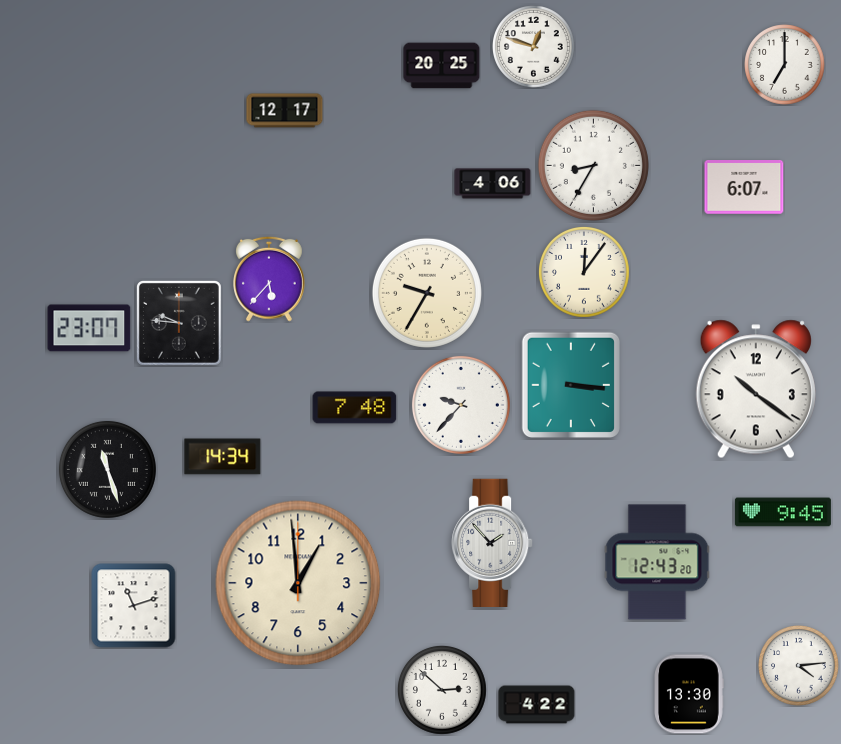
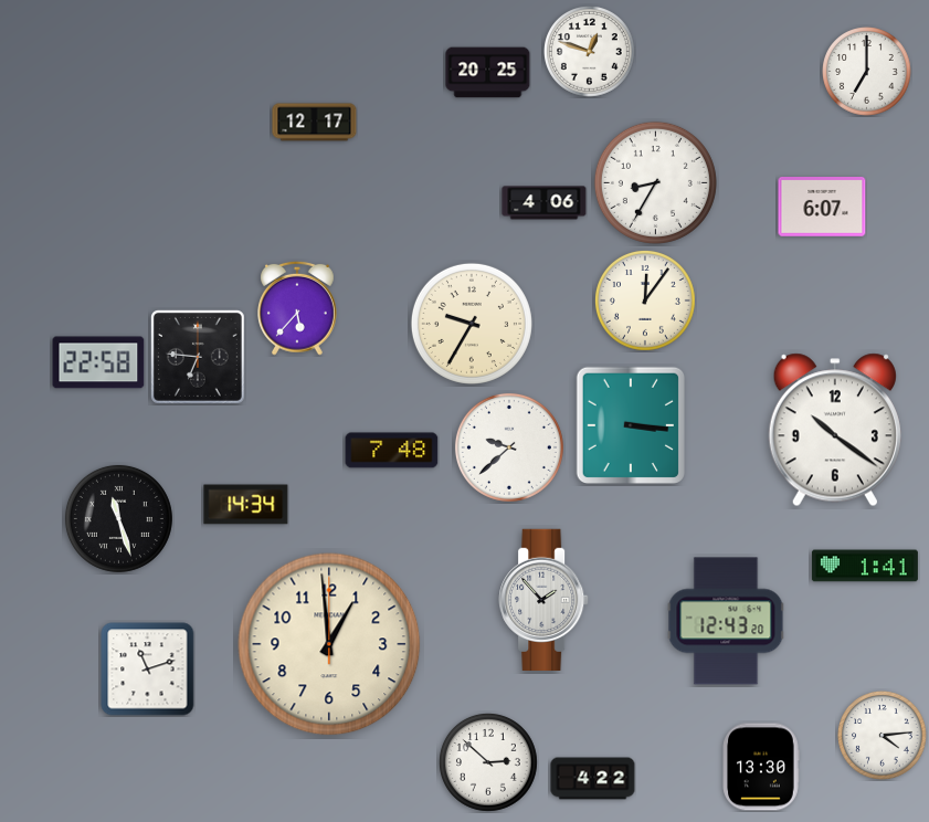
clock at (179, 323): 9:46 -> 6:46
clock at (89, 328): 23:07 -> 22:58
clock at (461, 405): 9:37 -> 9:38
clock at (783, 512): 9:45 -> 1:41
